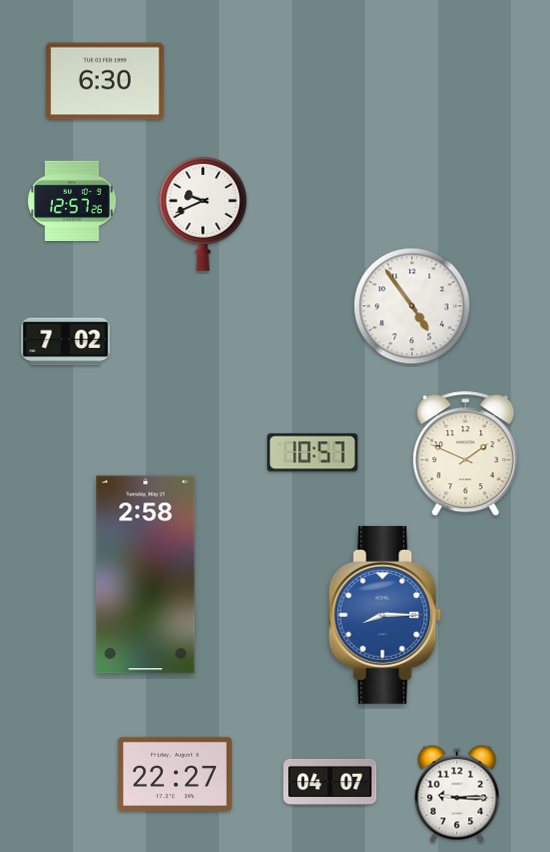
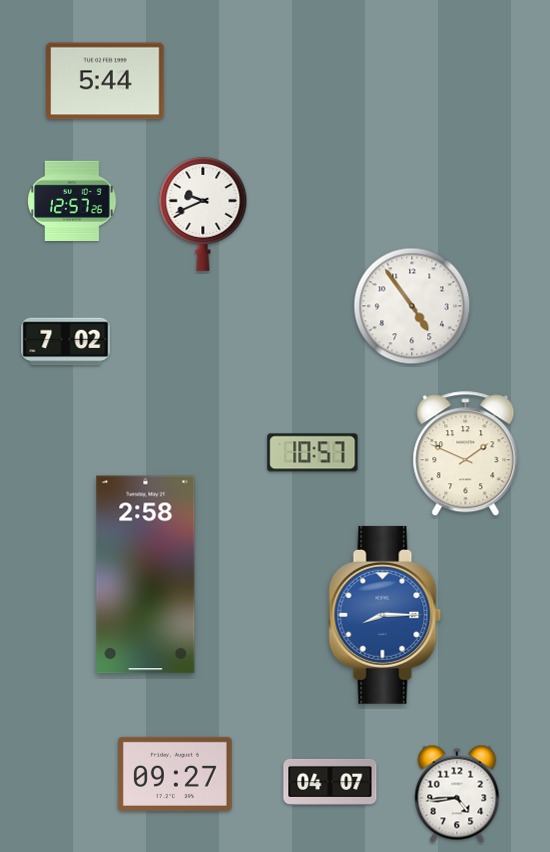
clock at (105, 81): 6:30 -> 5:44
clock at (175, 774): 22:27 -> 09:27
clock at (457, 794): 9:15 -> 4:44
